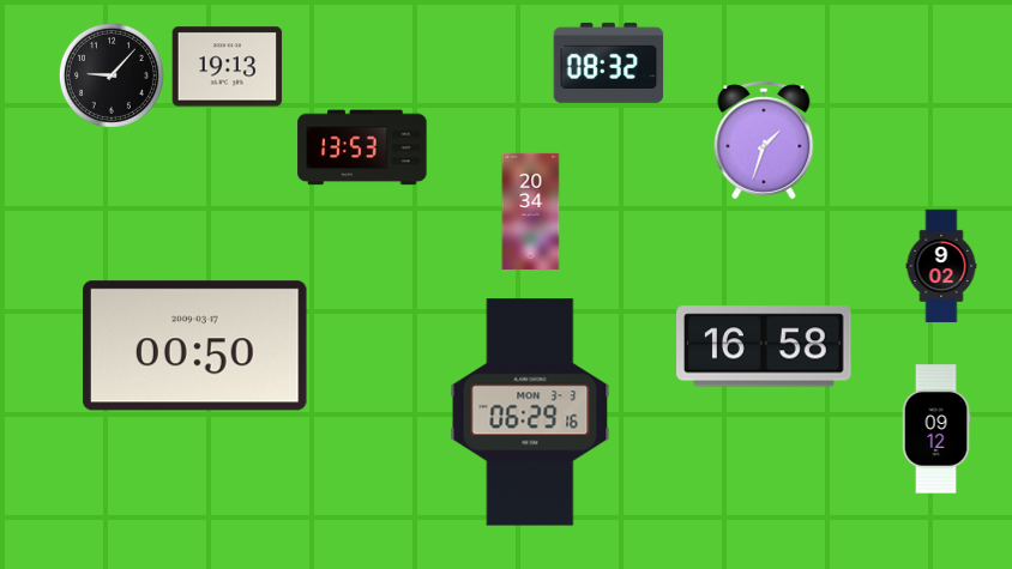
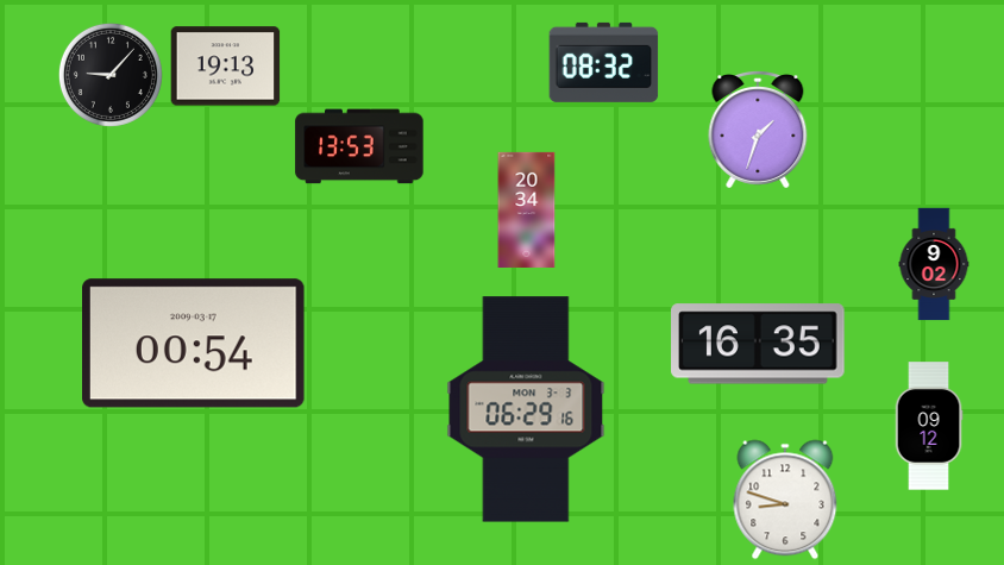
clock at (764, 141) position: (764, 141) -> (758, 131)
clock at (195, 346): 00:50 -> 00:54
clock at (764, 346): 16:58 -> 16:35
clock at (785, 500): none -> 8:48
